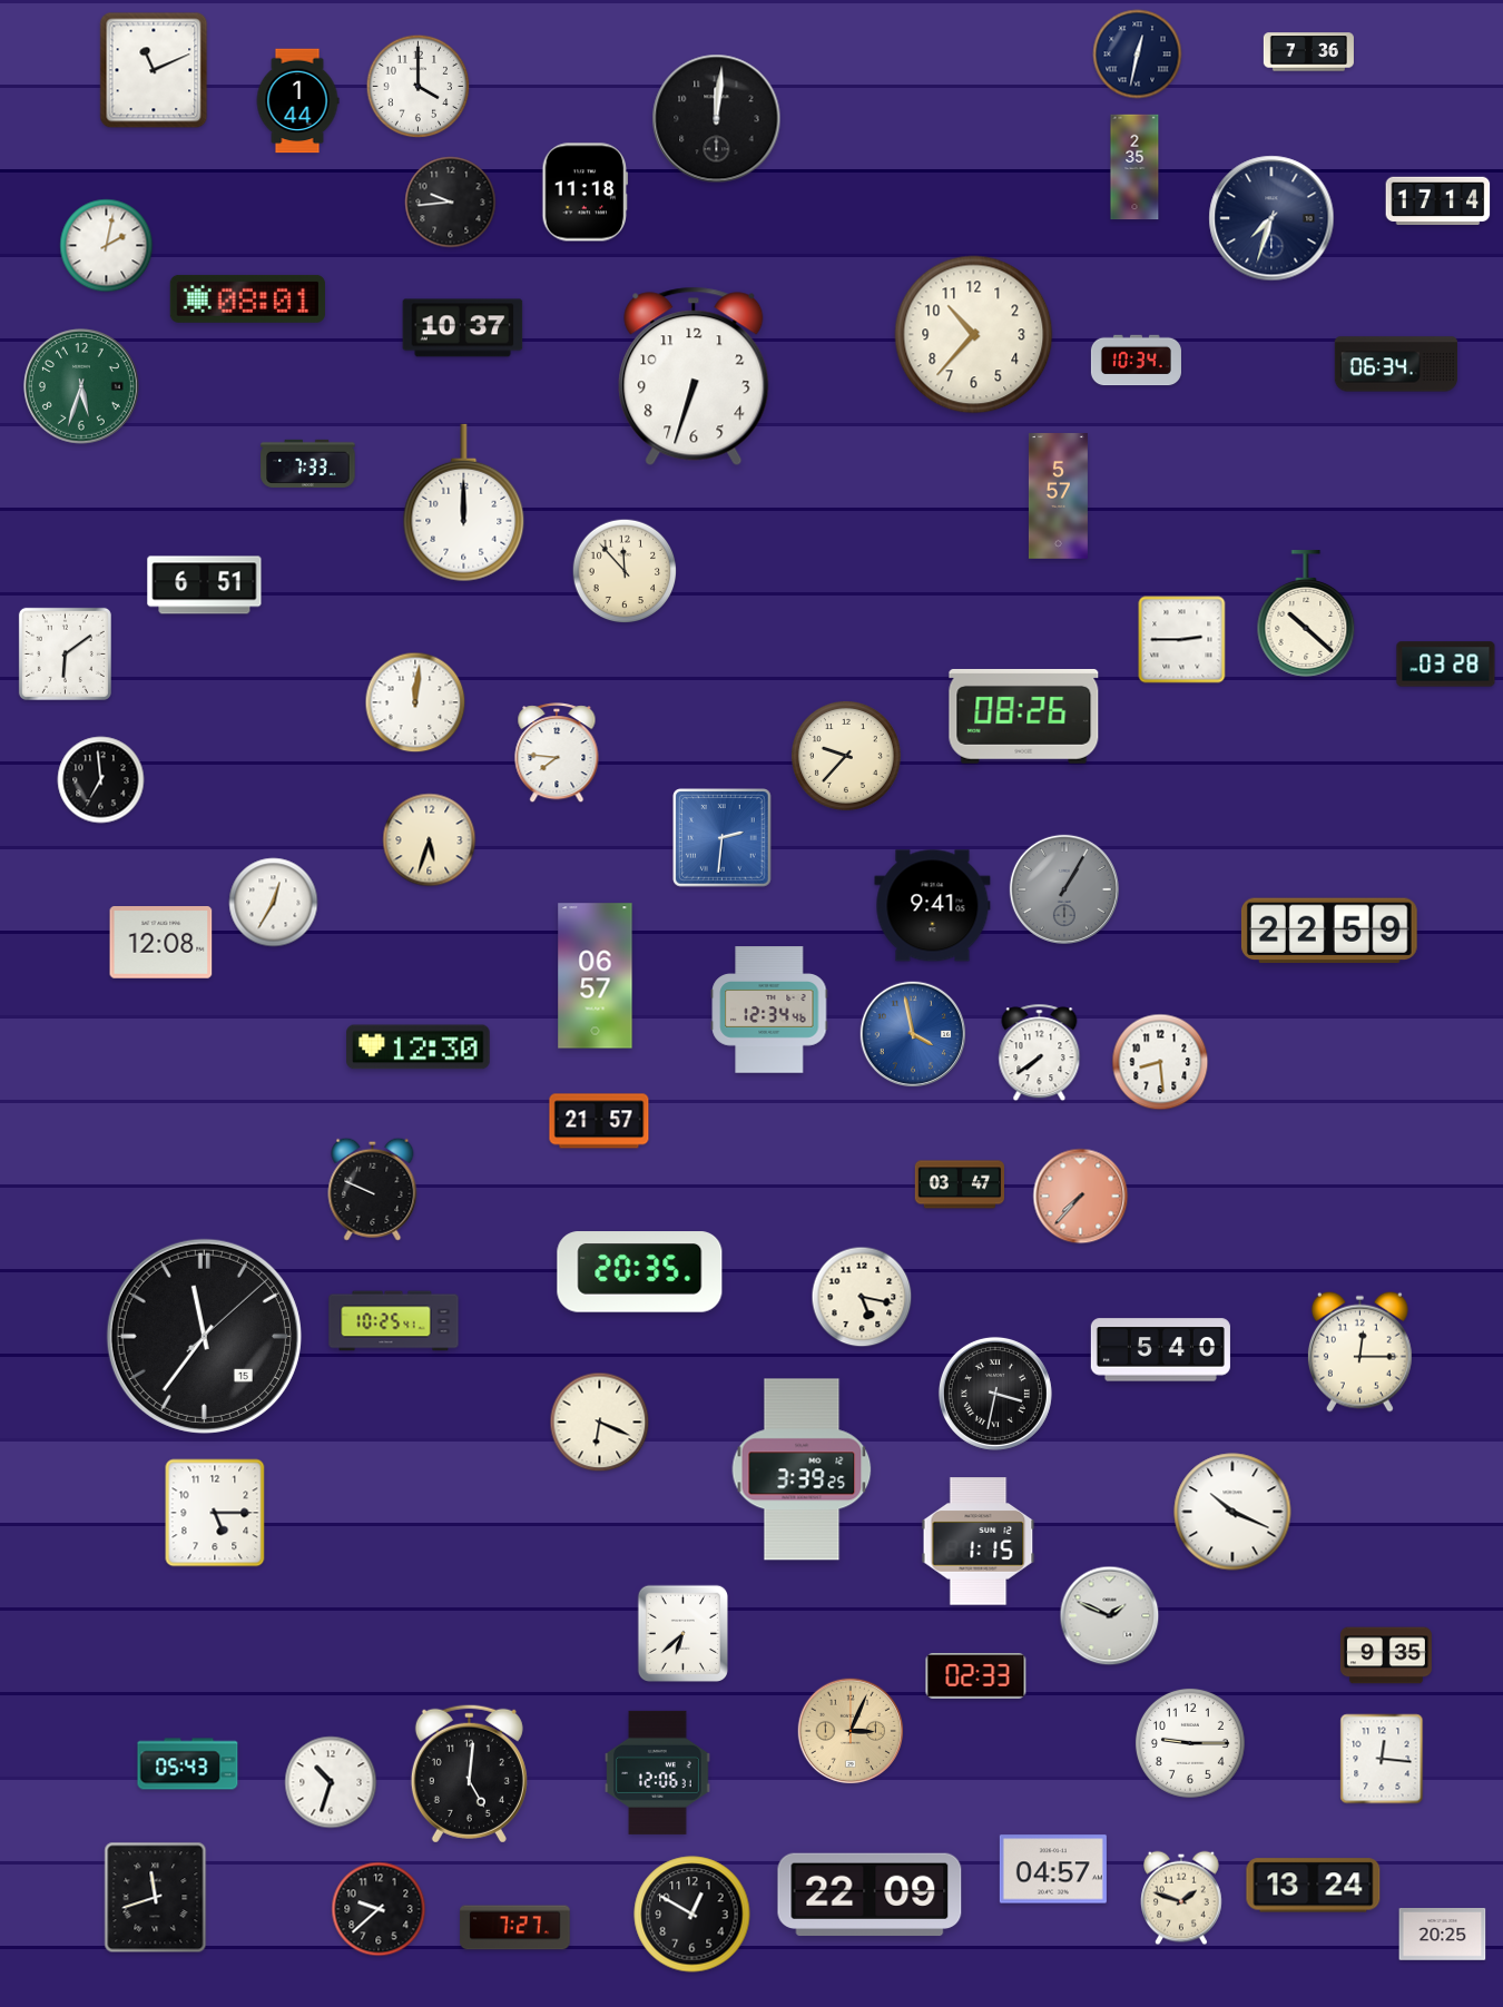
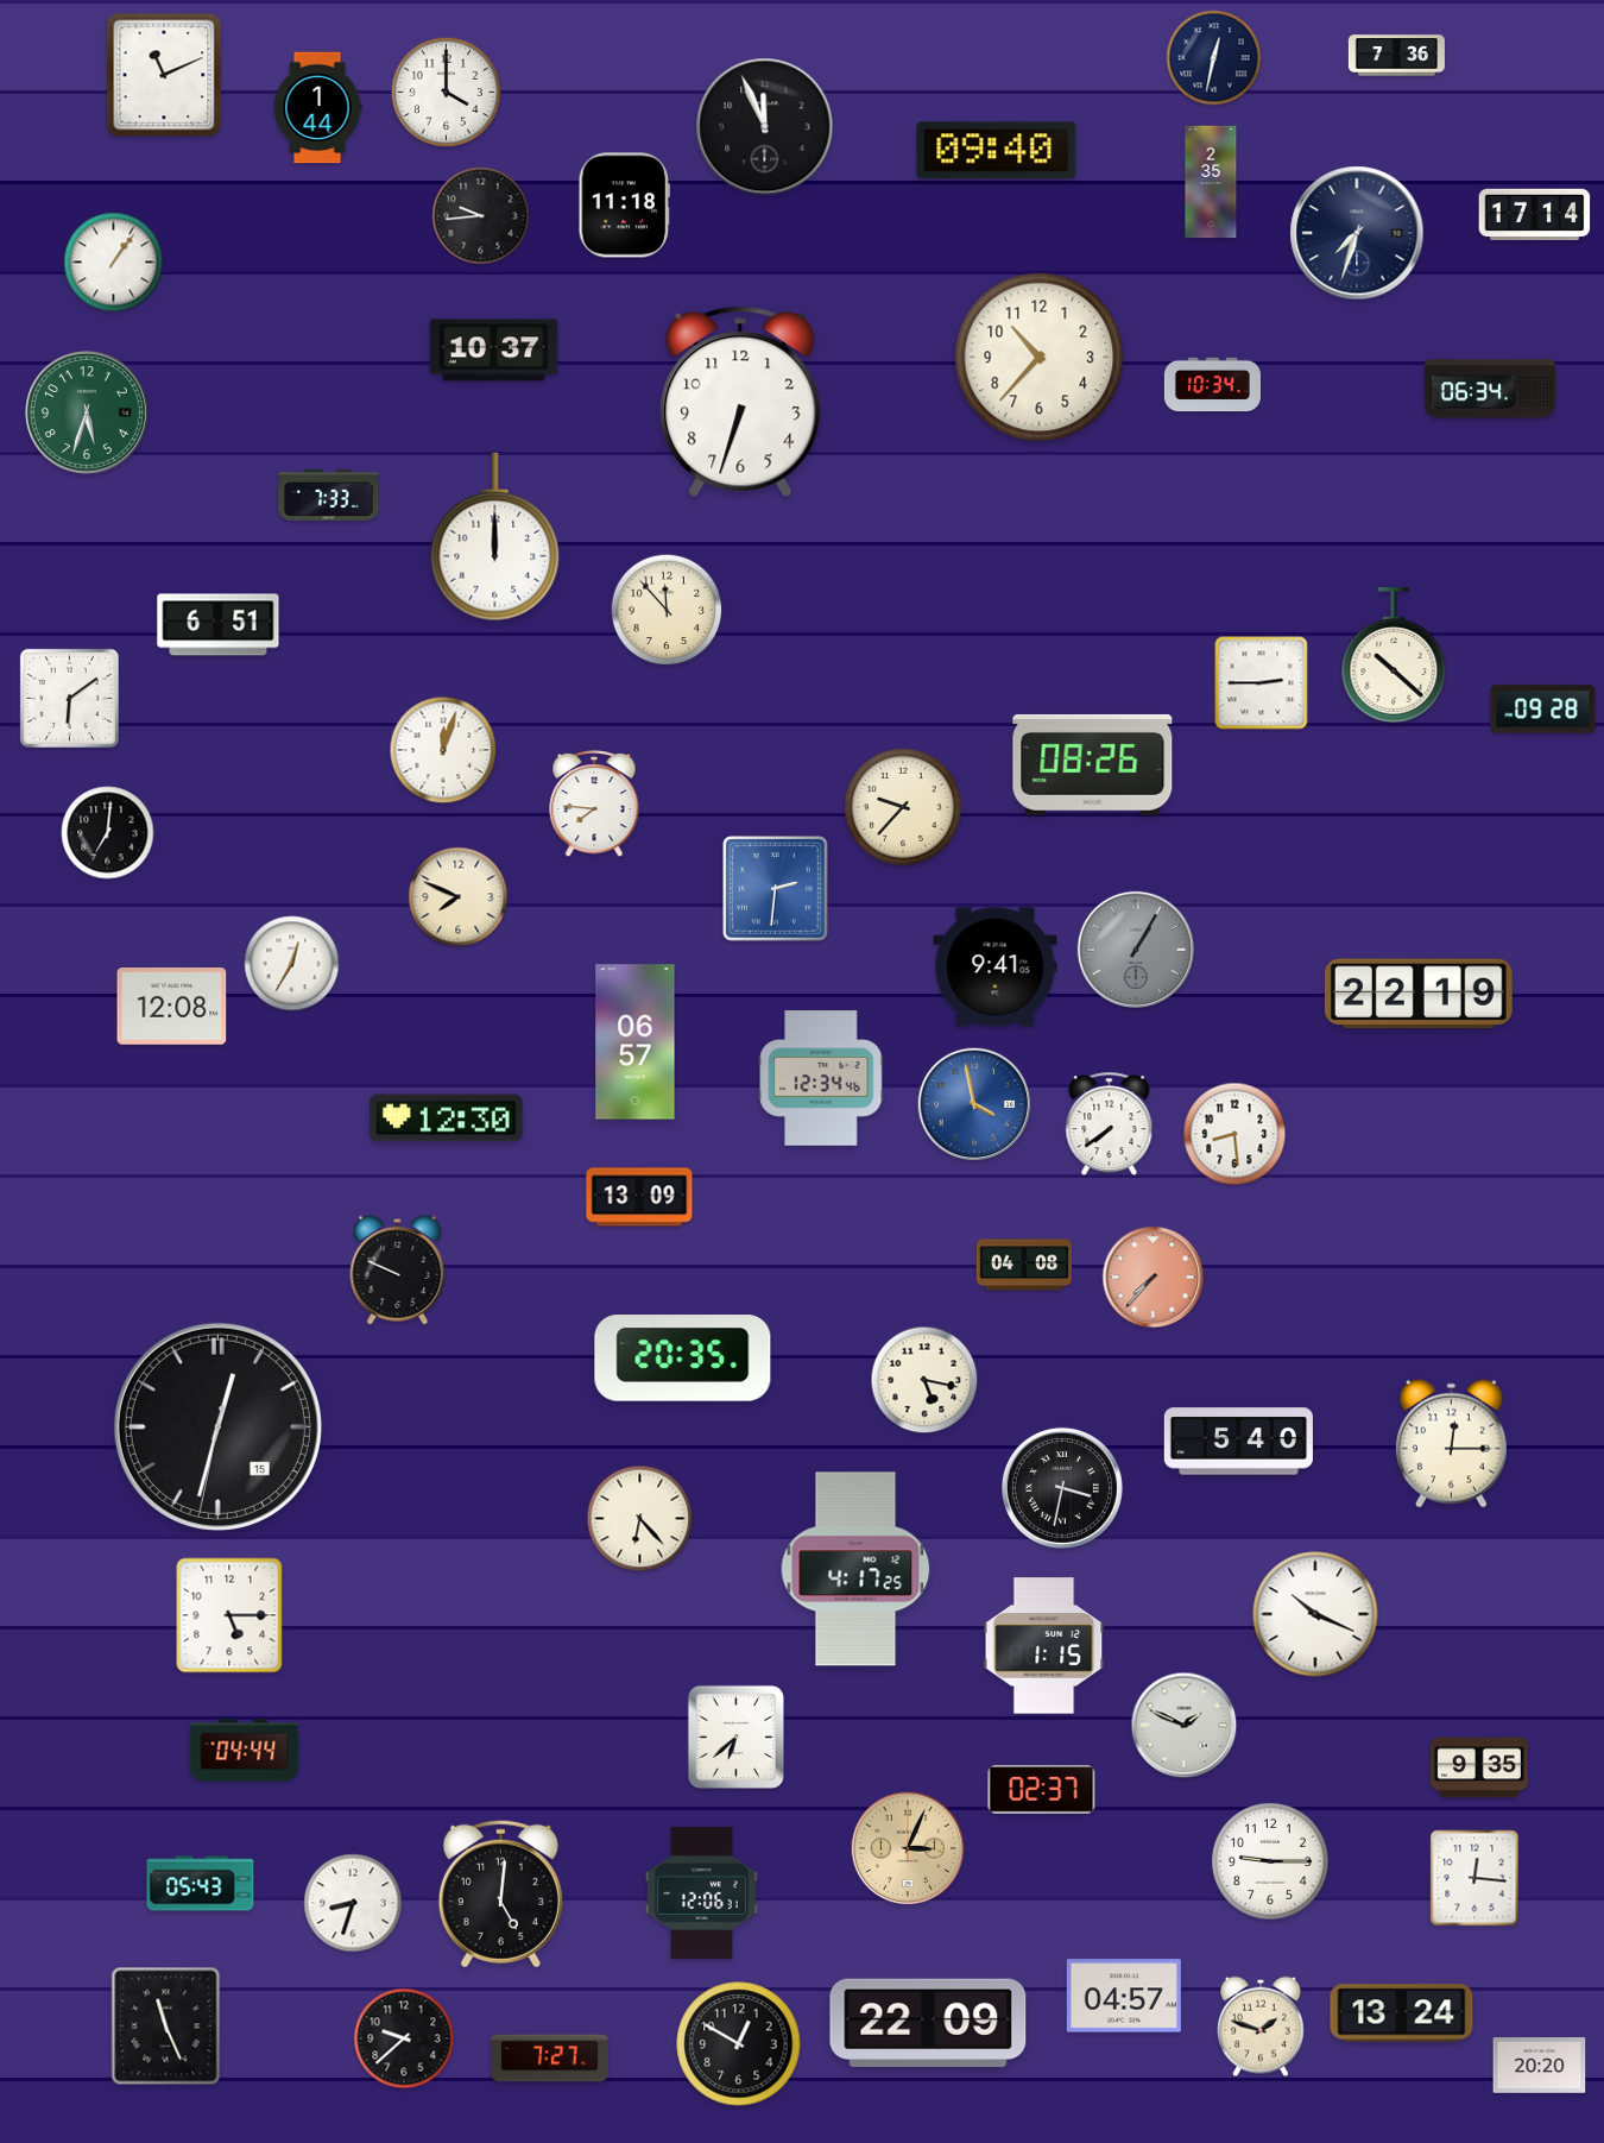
clock at (717, 119): 12:01 -> 11:56
clock at (997, 151): none -> 09:40
clock at (1134, 167) position: (1134, 167) -> (1211, 182)
clock at (107, 246): 2:02 -> 1:06
clock at (247, 298): 08:01 -> none
clock at (1058, 496): 5:57 -> none
clock at (1446, 665): 03:28 -> 09:28
clock at (415, 702): 12:01 -> 12:03
clock at (101, 780): 6:59 -> 7:01
clock at (723, 838) position: (723, 838) -> (776, 889)
clock at (430, 840): 5:33 -> 7:49
clock at (1329, 931): 22:59 -> 22:19
clock at (1160, 1062) position: (1160, 1062) -> (1234, 1134)
clock at (599, 1121): 21:57 -> 13:09
clock at (959, 1184): 03:47 -> 04:08
clock at (862, 1297) position: (862, 1297) -> (924, 1380)
clock at (394, 1321): 10:25 -> none
clock at (204, 1336): 11:36 -> 12:32
clock at (600, 1423): 6:19 -> 6:23
clock at (802, 1469): 3:39 -> 4:17
clock at (682, 1633) position: (682, 1633) -> (735, 1737)
clock at (245, 1751): none -> 04:44
clock at (976, 1676): 02:33 -> 02:37
clock at (331, 1782): 10:33 -> 8:33
clock at (156, 1898): 11:42 -> 11:26
clock at (1443, 1935): 20:25 -> 20:20
